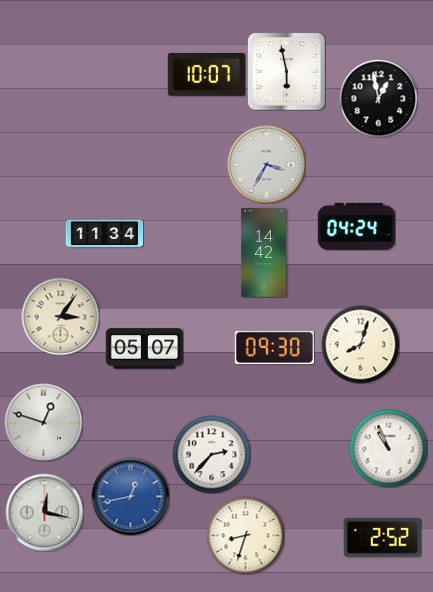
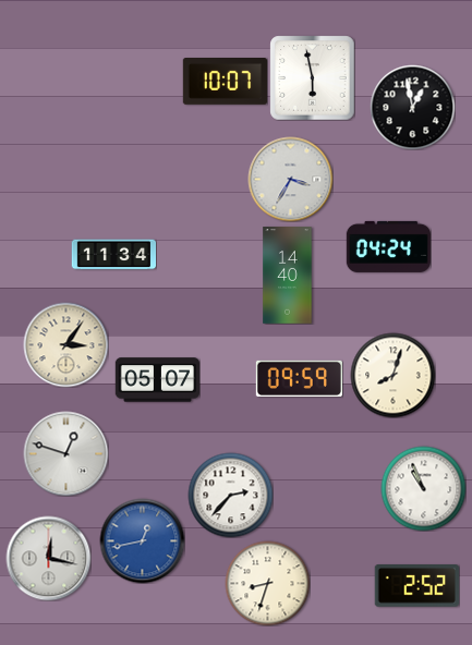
clock at (264, 253): 14:42 -> 14:40
clock at (274, 347): 09:30 -> 09:59
clock at (43, 422) position: (43, 422) -> (65, 453)
